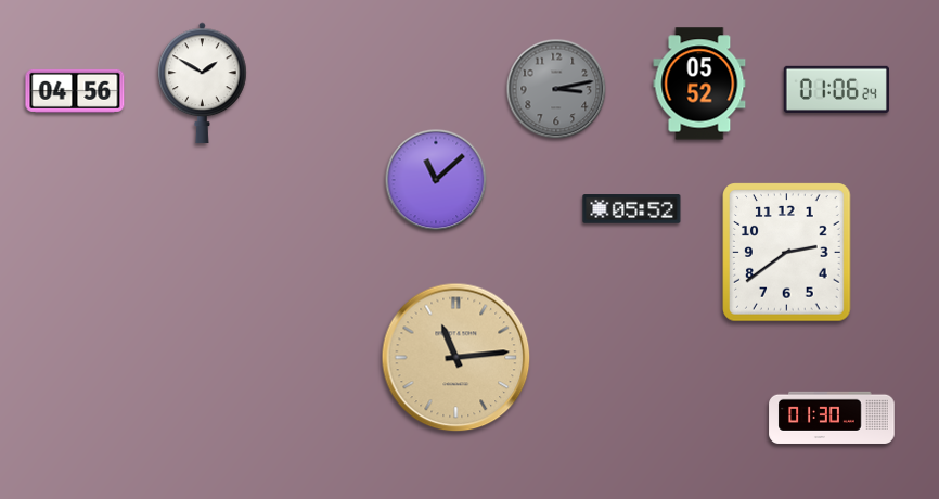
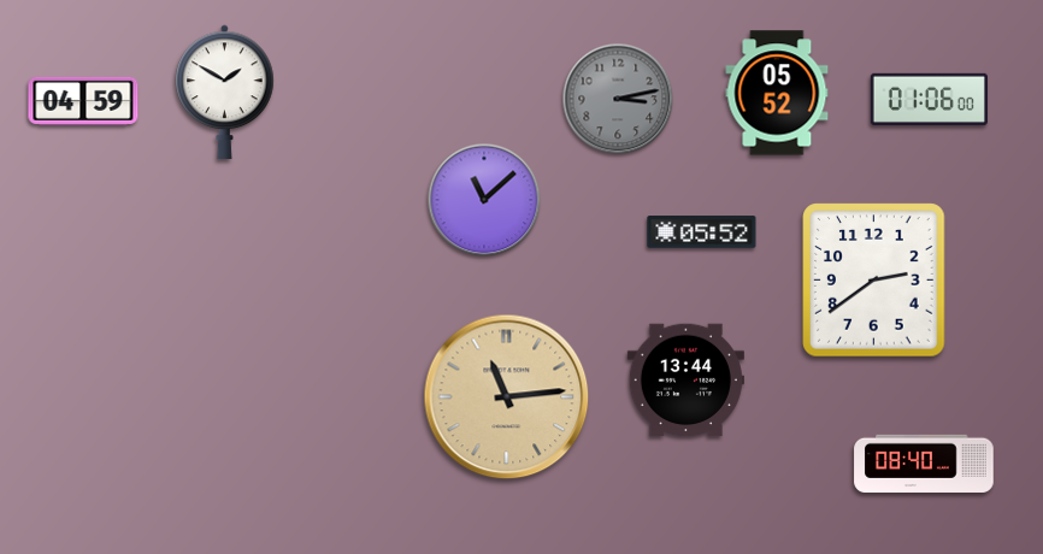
clock at (836, 89): 01:06:24 -> 01:06:00
clock at (75, 91): 04:56 -> 04:59
clock at (685, 381): none -> 13:44
clock at (832, 417): 01:30 -> 08:40
